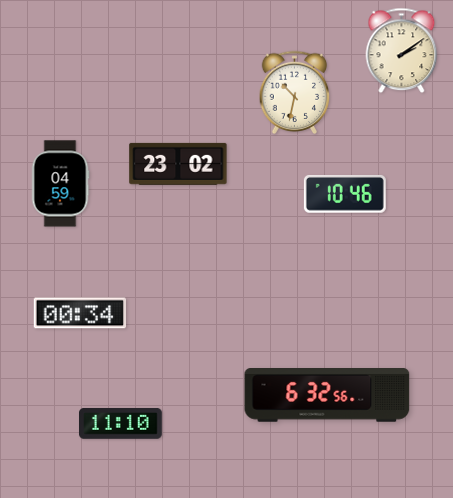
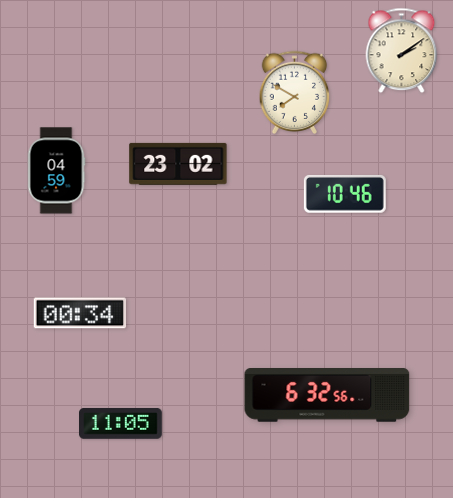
clock at (295, 92): 10:32 -> 7:50
clock at (60, 184) position: (60, 184) -> (56, 171)
clock at (121, 424): 11:10 -> 11:05
